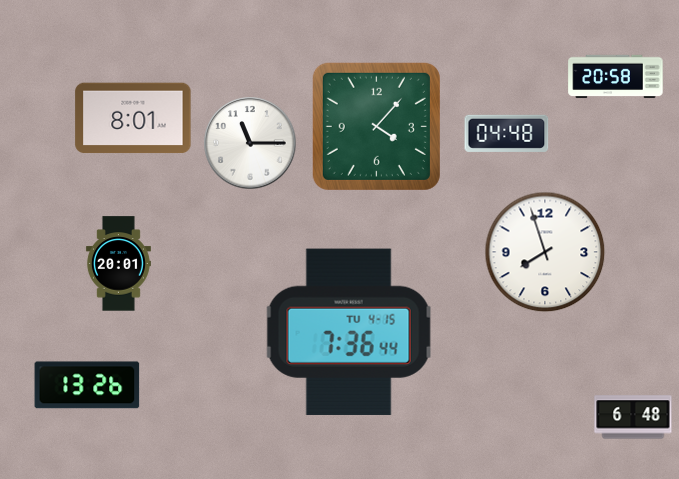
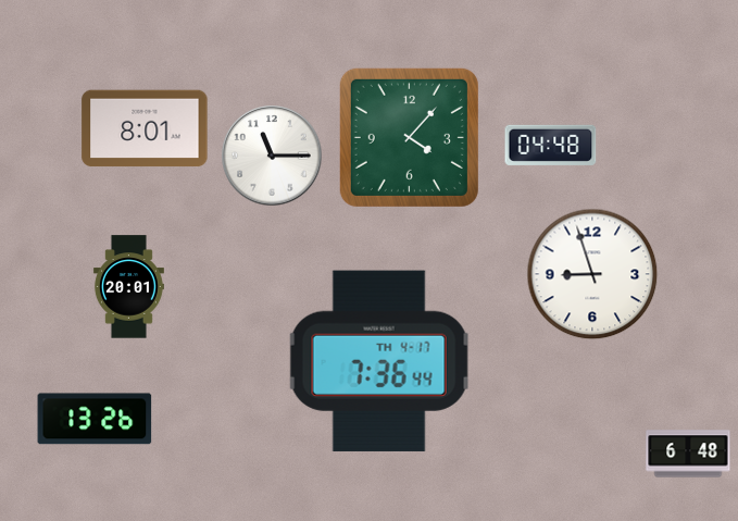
clock at (616, 77): 20:58 -> none
clock at (545, 252): 7:57 -> 8:57
clock at (349, 332) date: TU 4-15 -> TH 4-17
